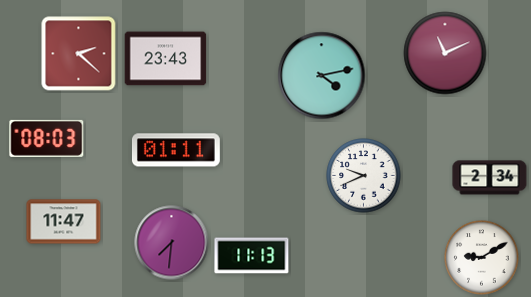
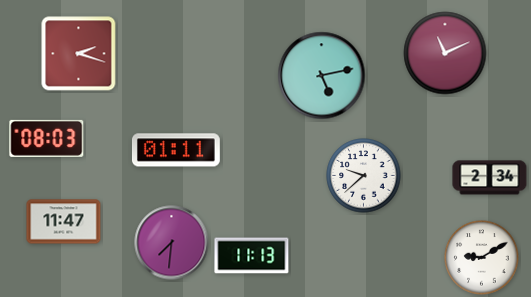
clock at (79, 54): 2:22 -> 2:18
clock at (166, 59): 23:43 -> none
clock at (322, 76): 4:13 -> 5:13
clock at (364, 176): 9:41 -> 9:38
